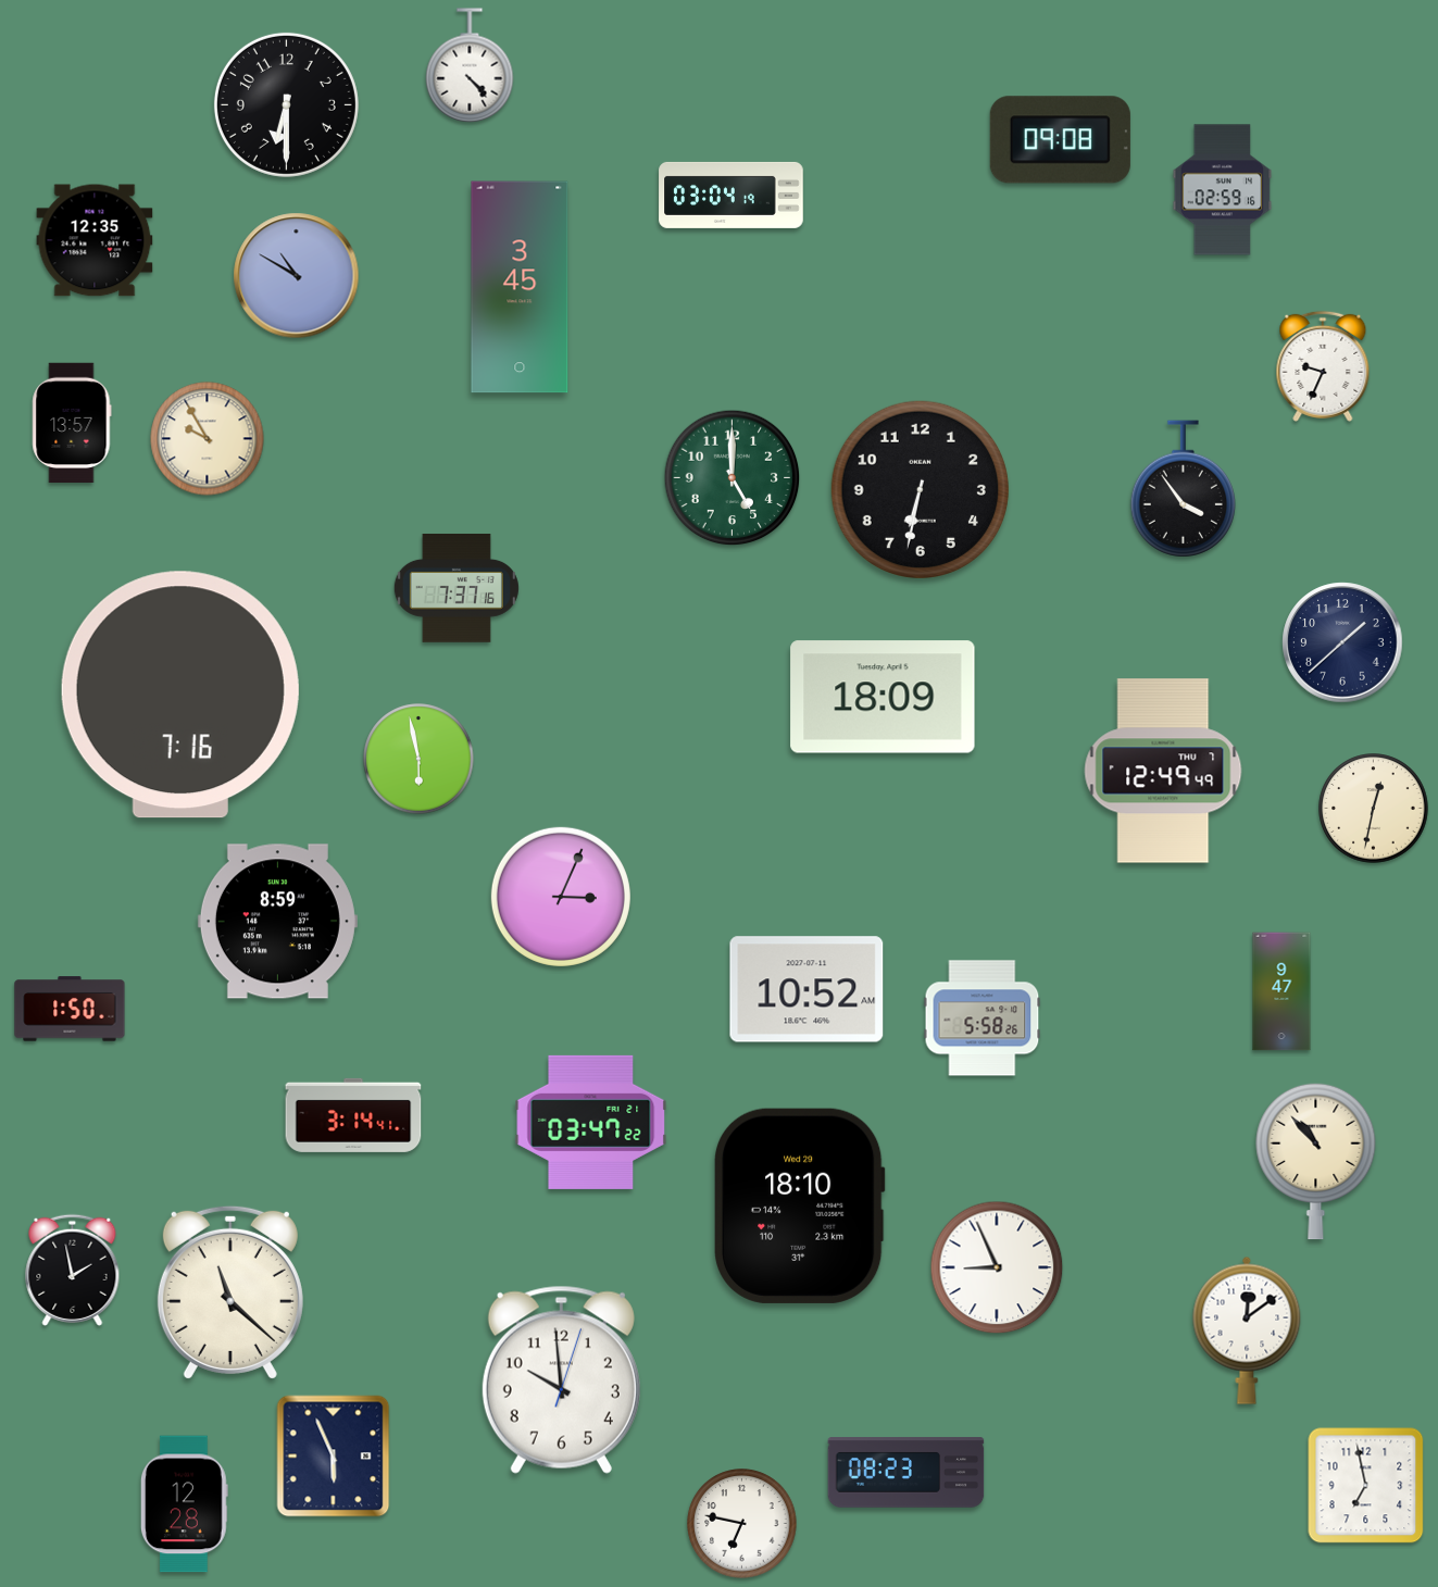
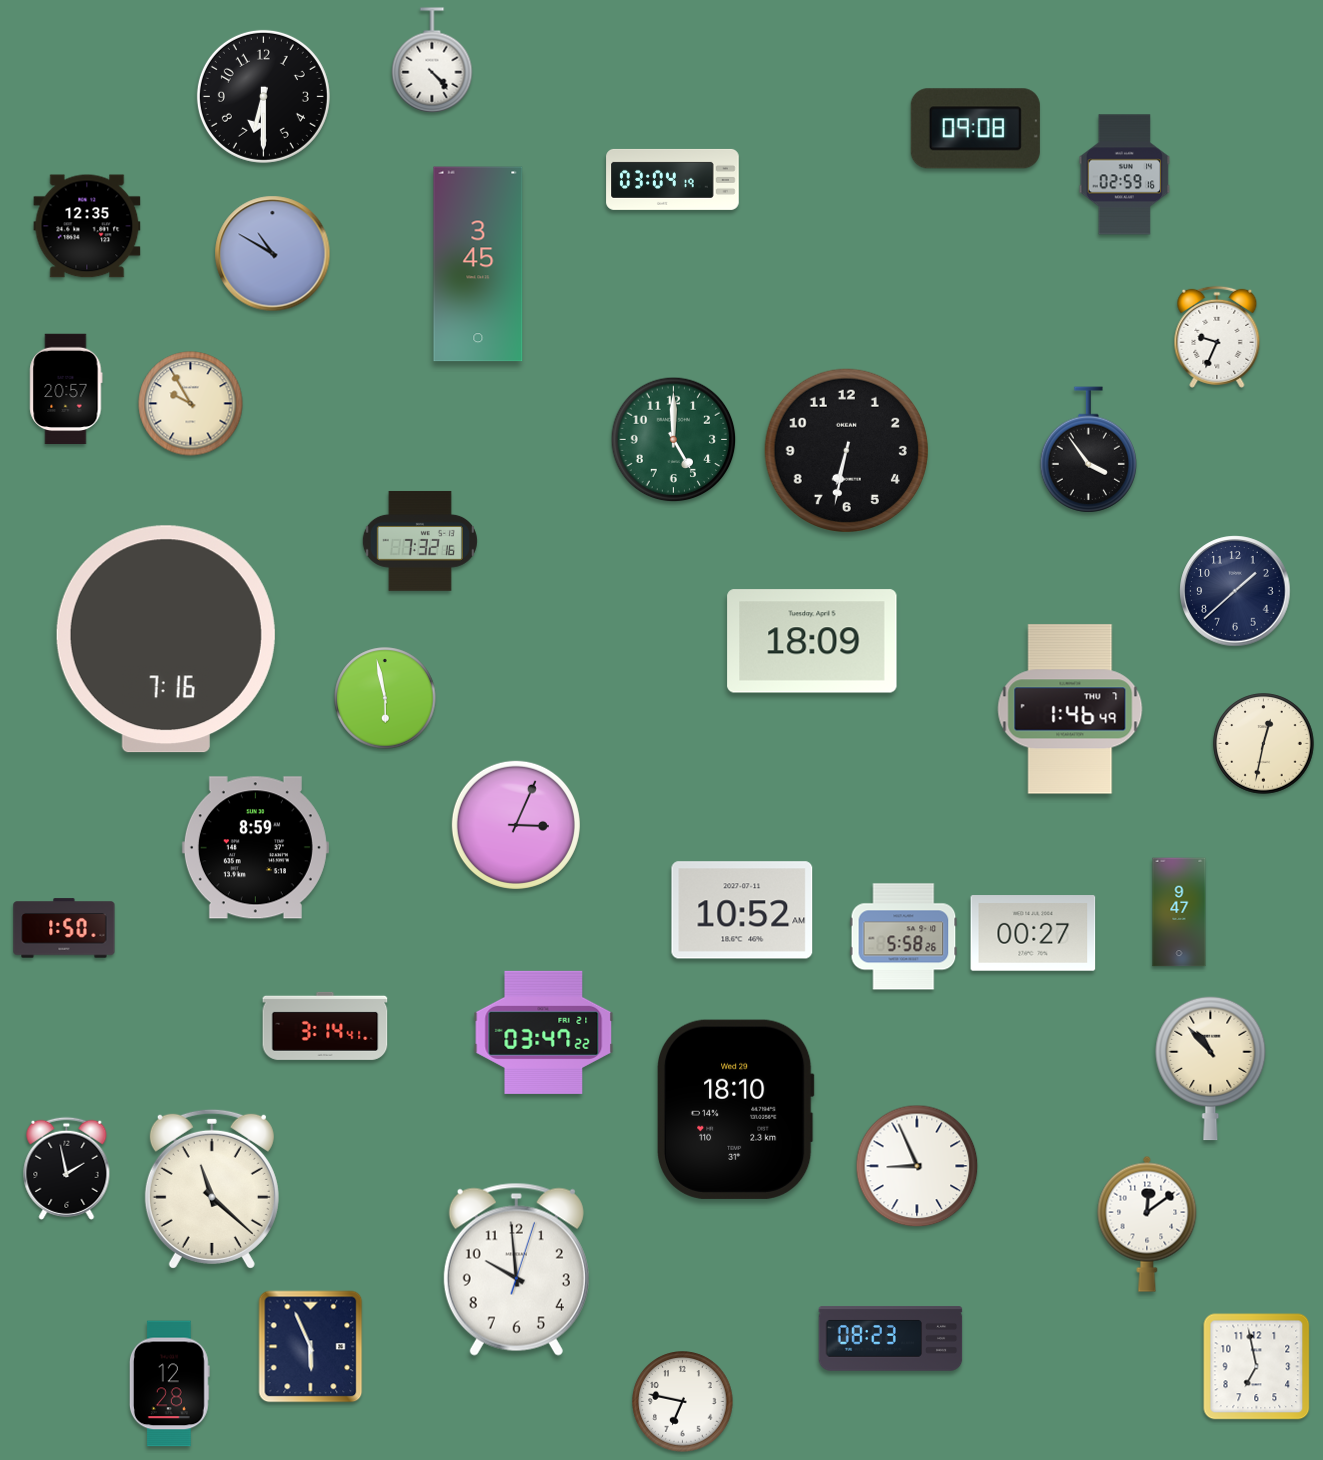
clock at (95, 240) position: (95, 240) -> (87, 226)
clock at (72, 423): 13:57 -> 20:57
clock at (457, 588): 7:37 -> 7:32
clock at (1163, 771): 12:49 -> 1:46
clock at (1033, 933): none -> 00:27
clock at (334, 1457) position: (334, 1457) -> (311, 1347)
clock at (906, 1473) position: (906, 1473) -> (891, 1339)
